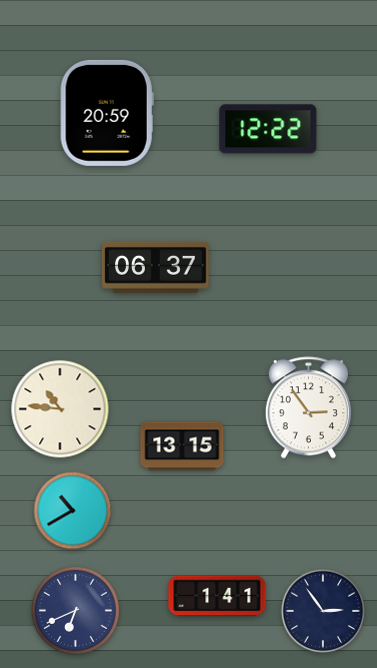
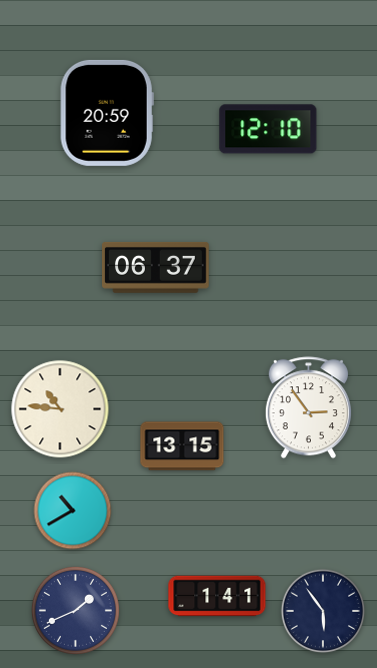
clock at (268, 129): 12:22 -> 12:10
clock at (75, 610): 6:41 -> 1:41
clock at (323, 611): 2:54 -> 5:54
